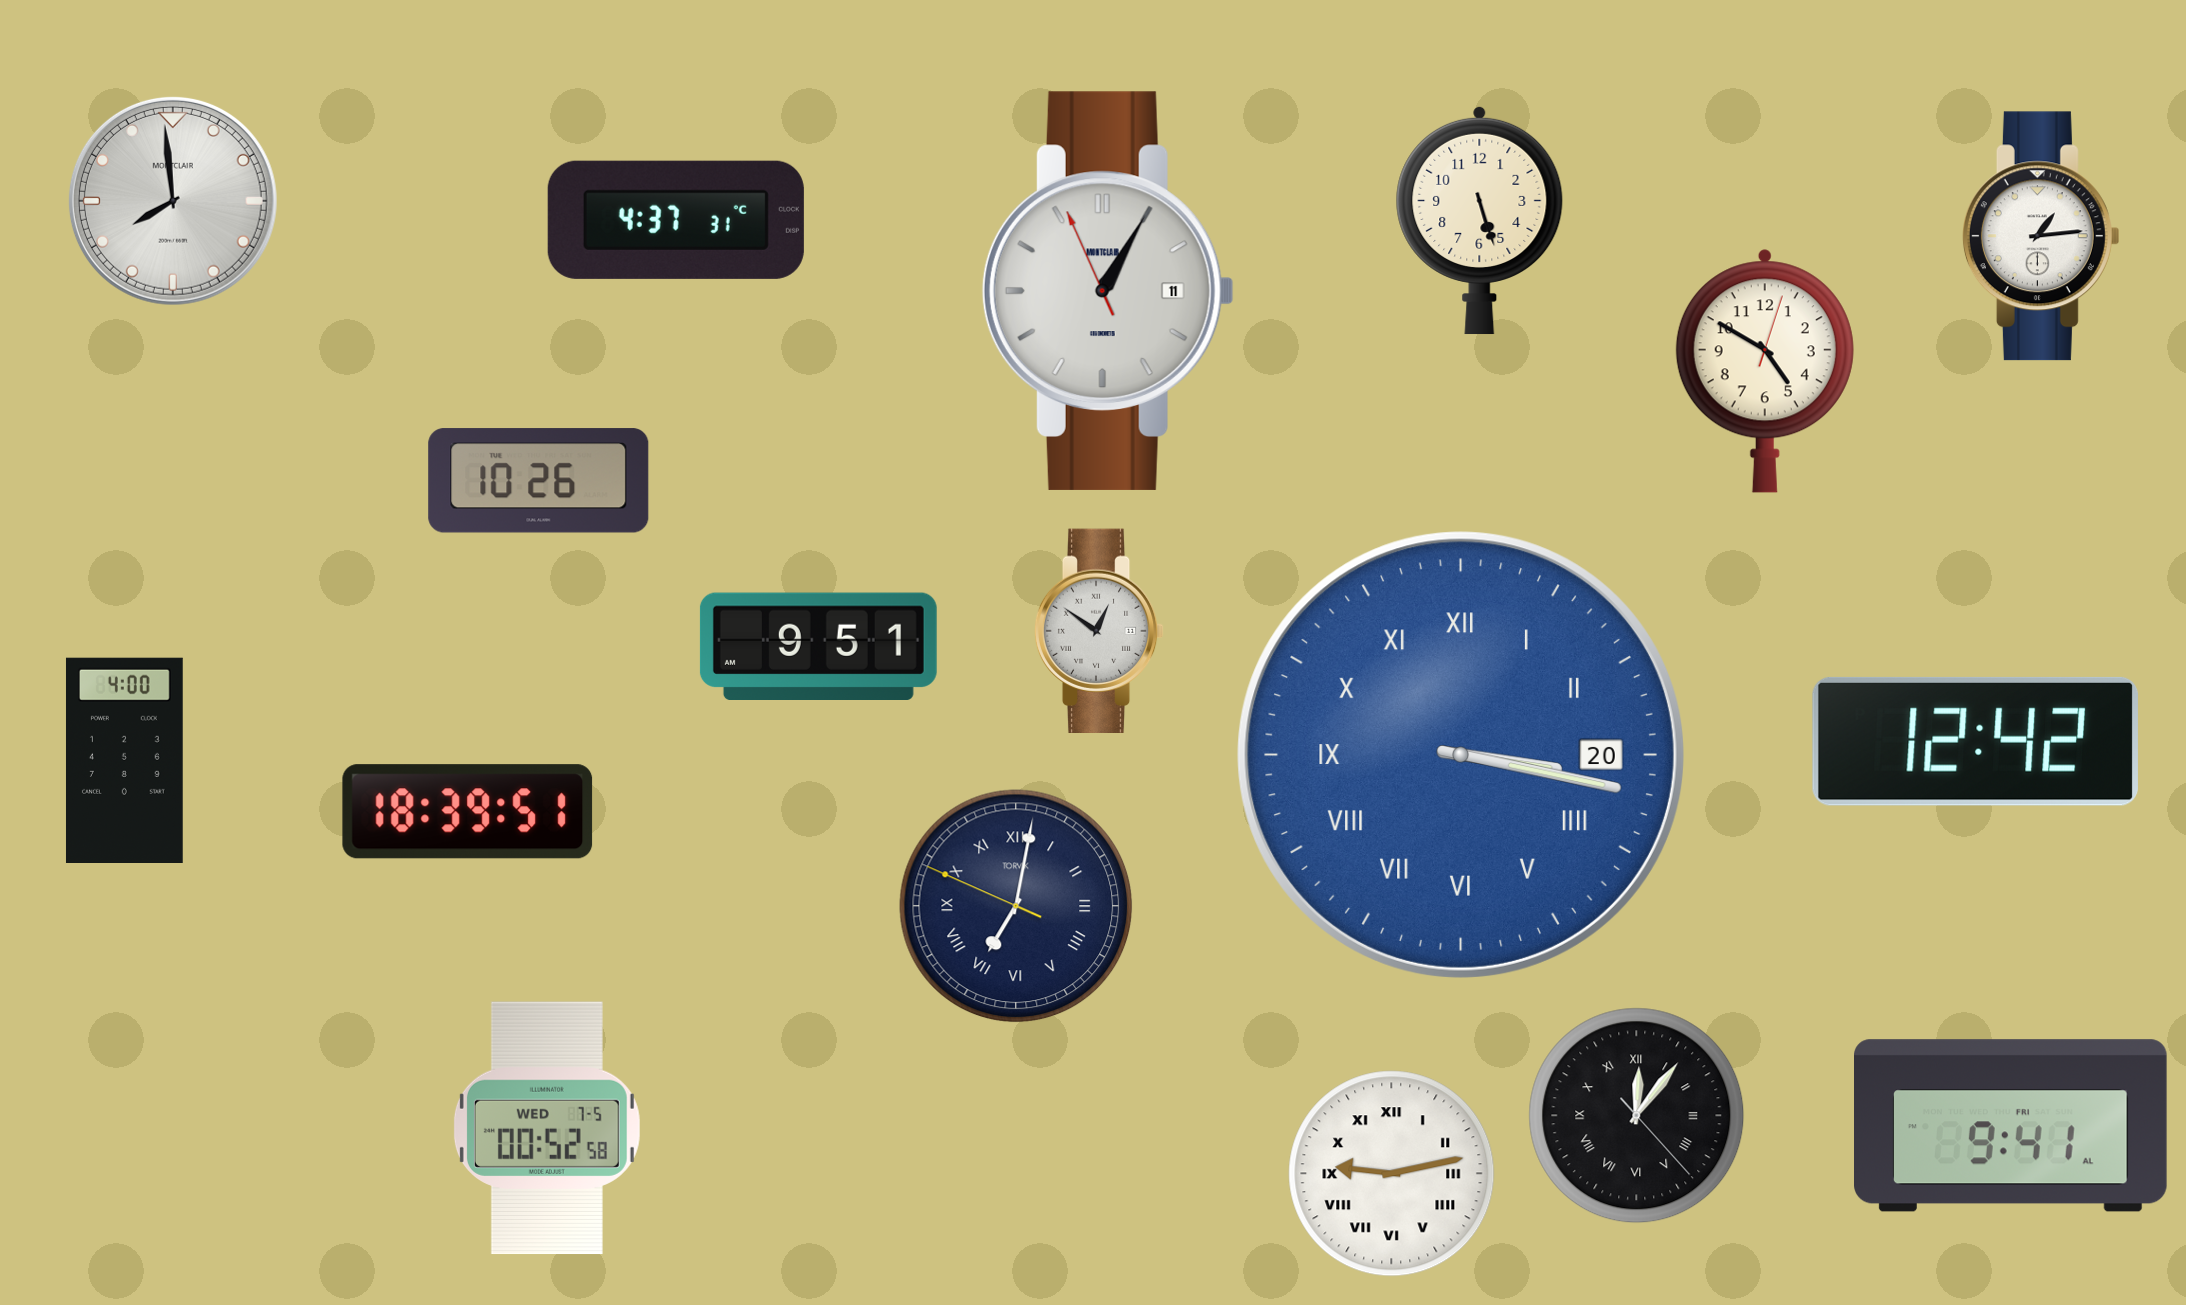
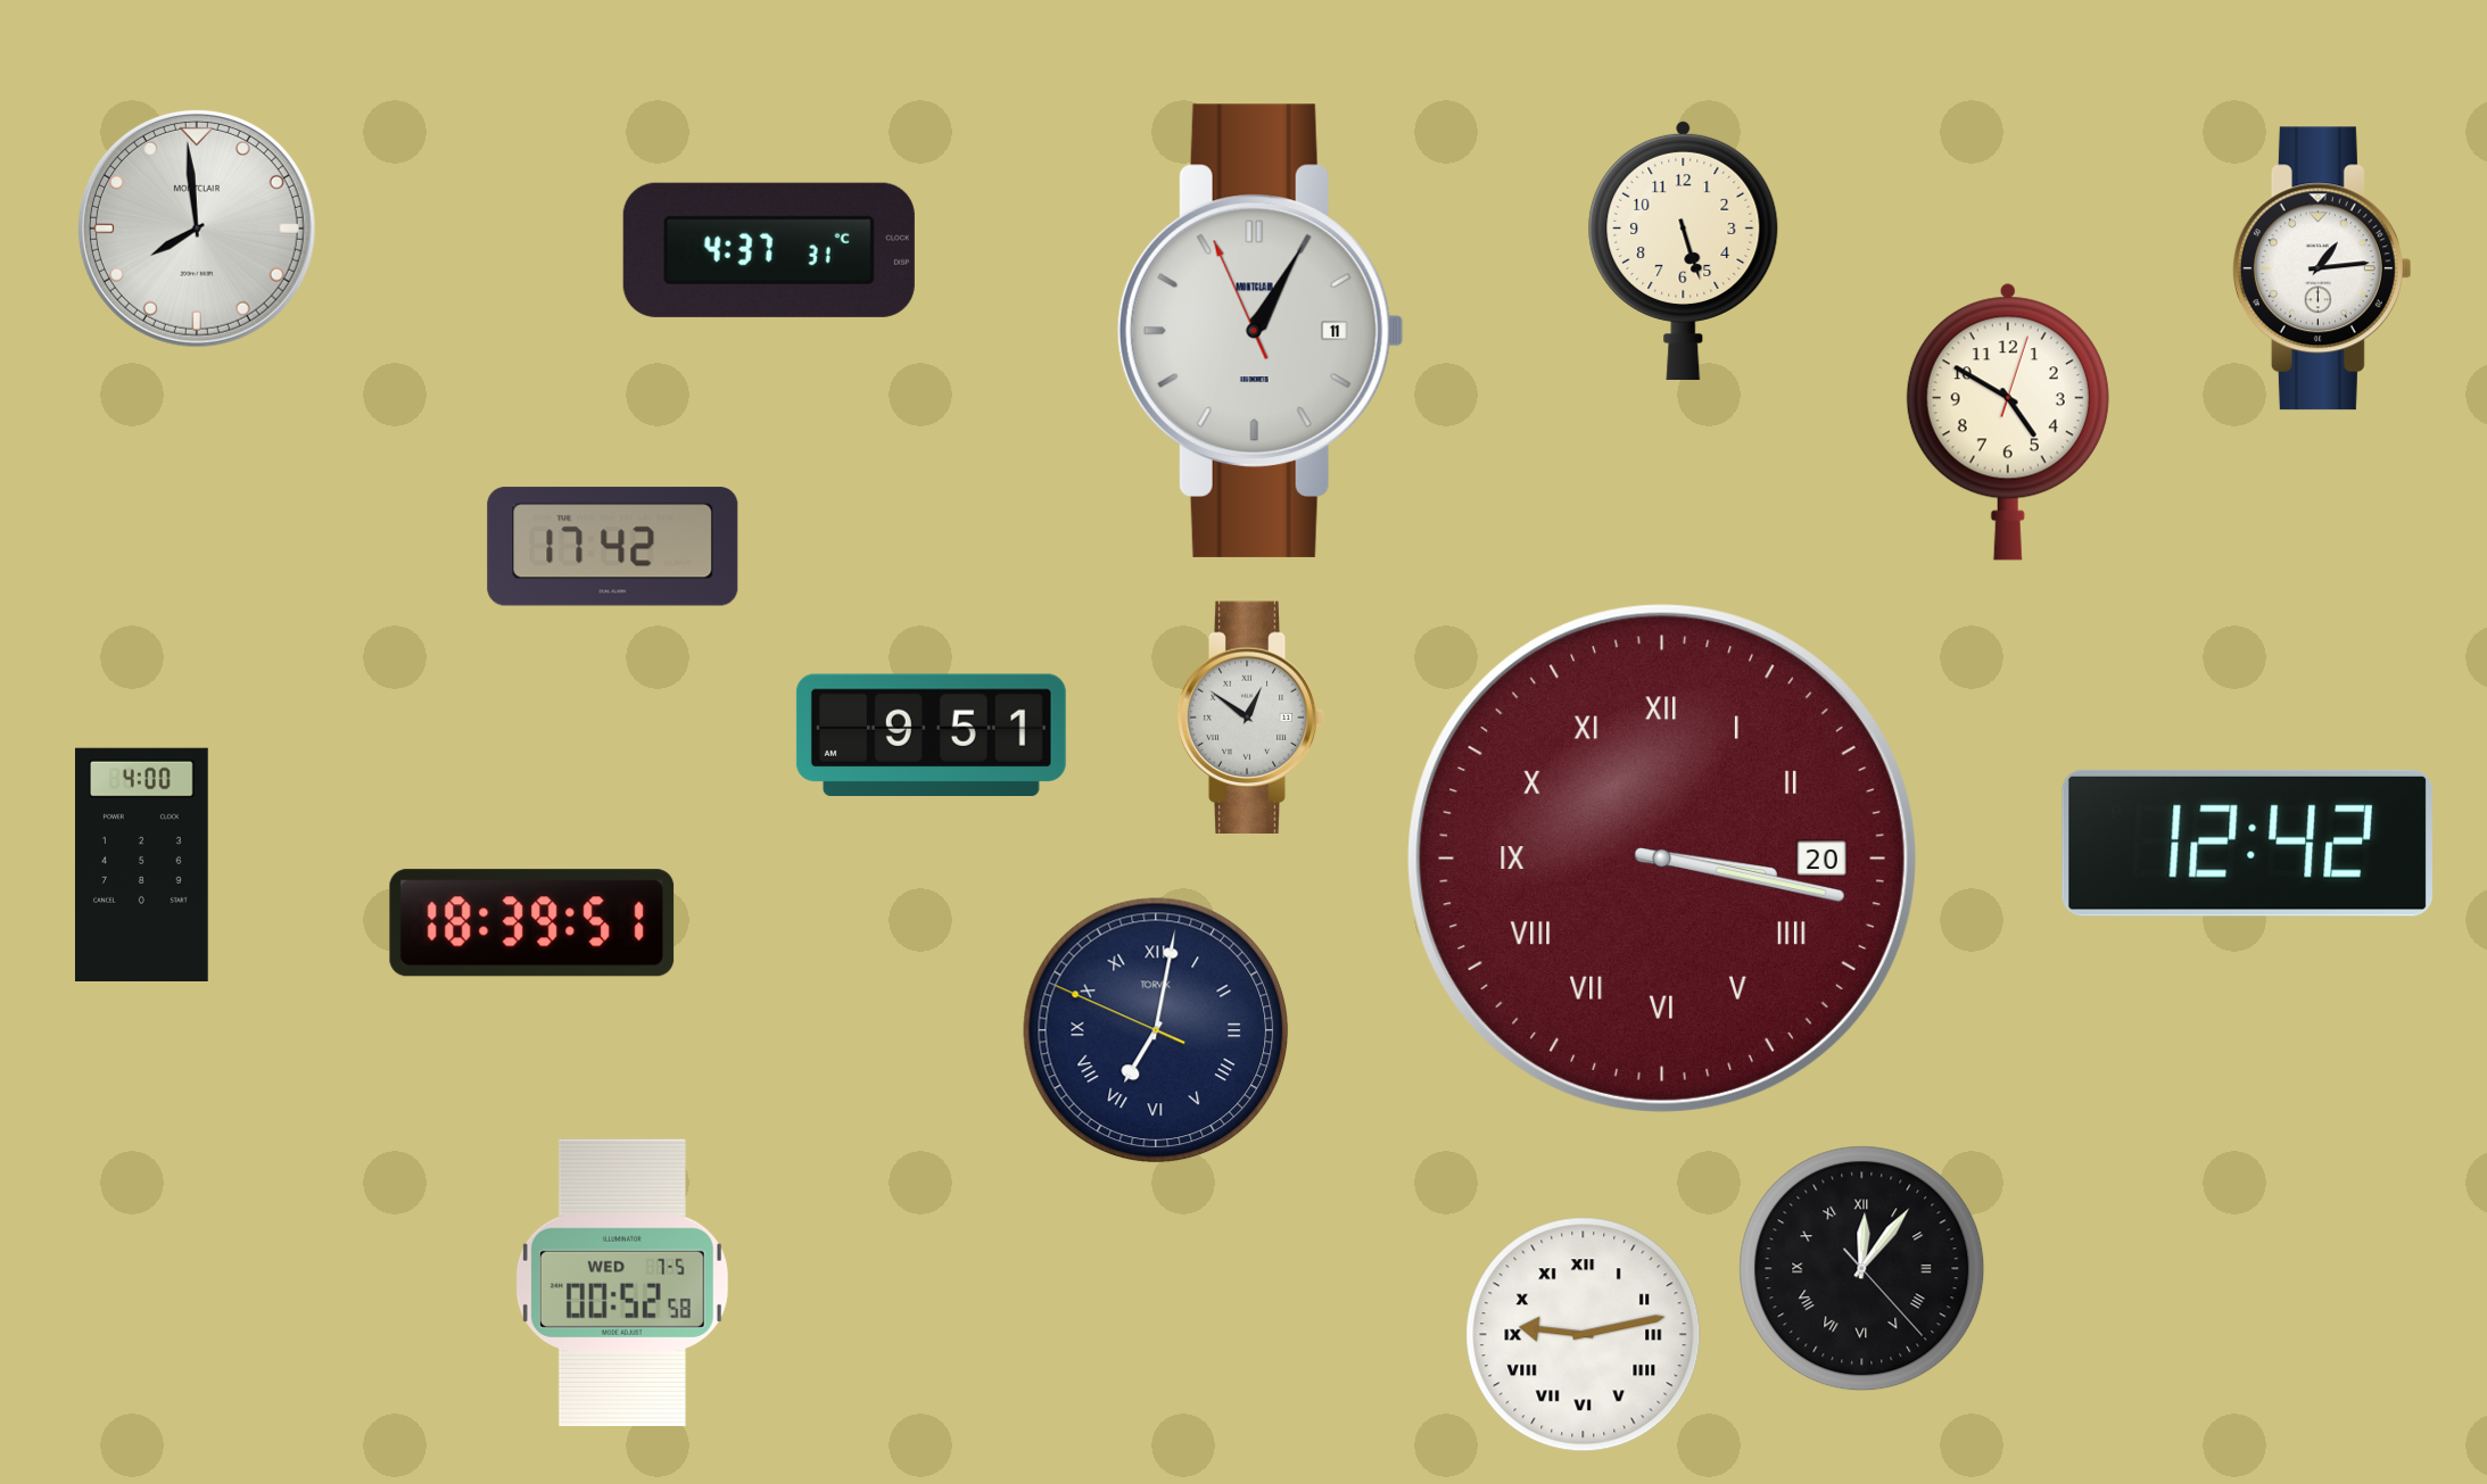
clock at (539, 481): 10:26 -> 17:42
clock at (1461, 755) dial: blue -> burgundy
clock at (2011, 1126): 9:41 -> none
